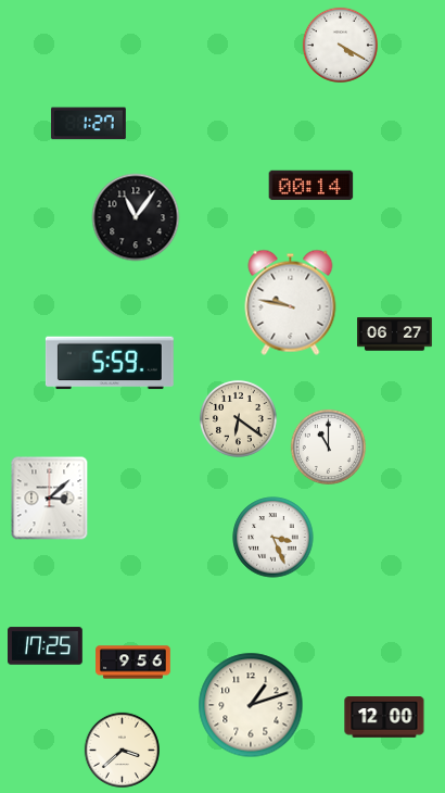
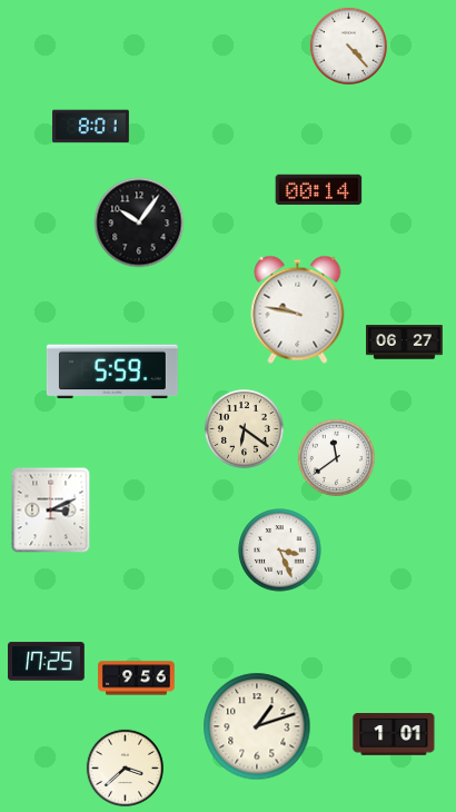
clock at (340, 45): 4:20 -> 4:23
clock at (89, 124): 1:27 -> 8:01
clock at (136, 217): 11:06 -> 10:06
clock at (328, 446): 11:00 -> 11:39
clock at (50, 499): 3:08 -> 3:11
clock at (251, 705) position: (251, 705) -> (257, 726)
clock at (384, 718): 12:00 -> 1:01
